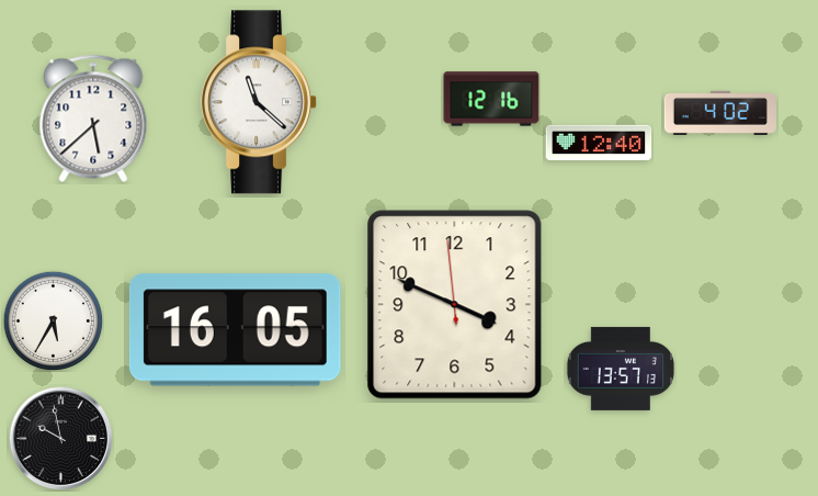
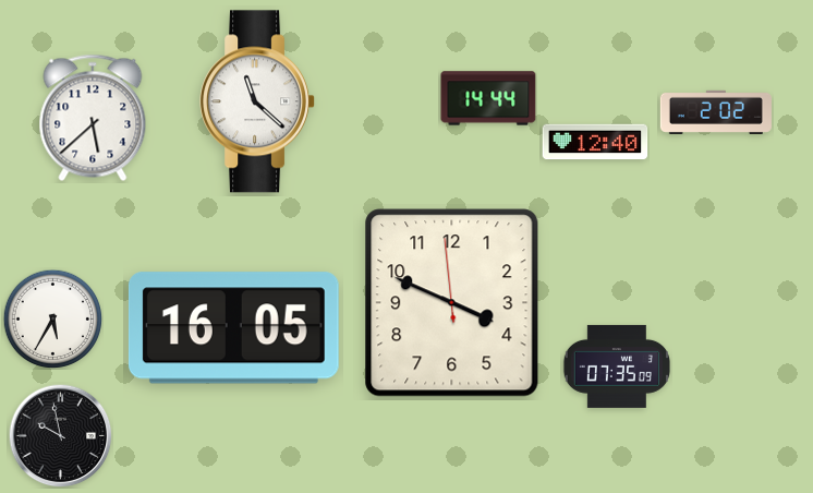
clock at (491, 99): 12:16 -> 14:44
clock at (720, 113): 4:02 -> 2:02
clock at (620, 369): 13:57 -> 07:35
